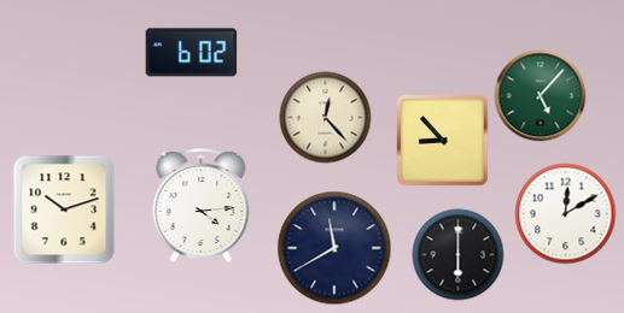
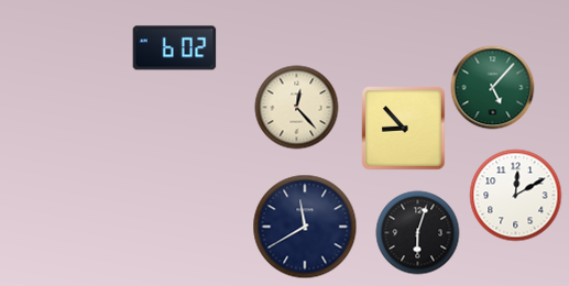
clock at (202, 206): 4:14 -> none
clock at (64, 209): 10:12 -> none
clock at (459, 255): 6:00 -> 6:03
